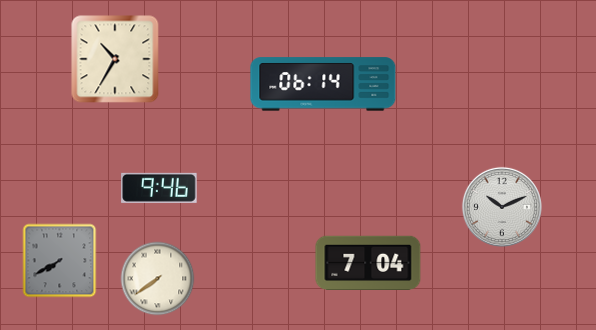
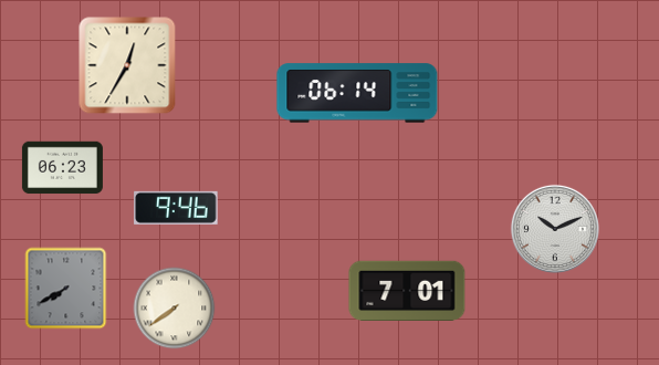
clock at (115, 59): 10:35 -> 12:35
clock at (62, 168): none -> 06:23
clock at (368, 263): 7:04 -> 7:01
